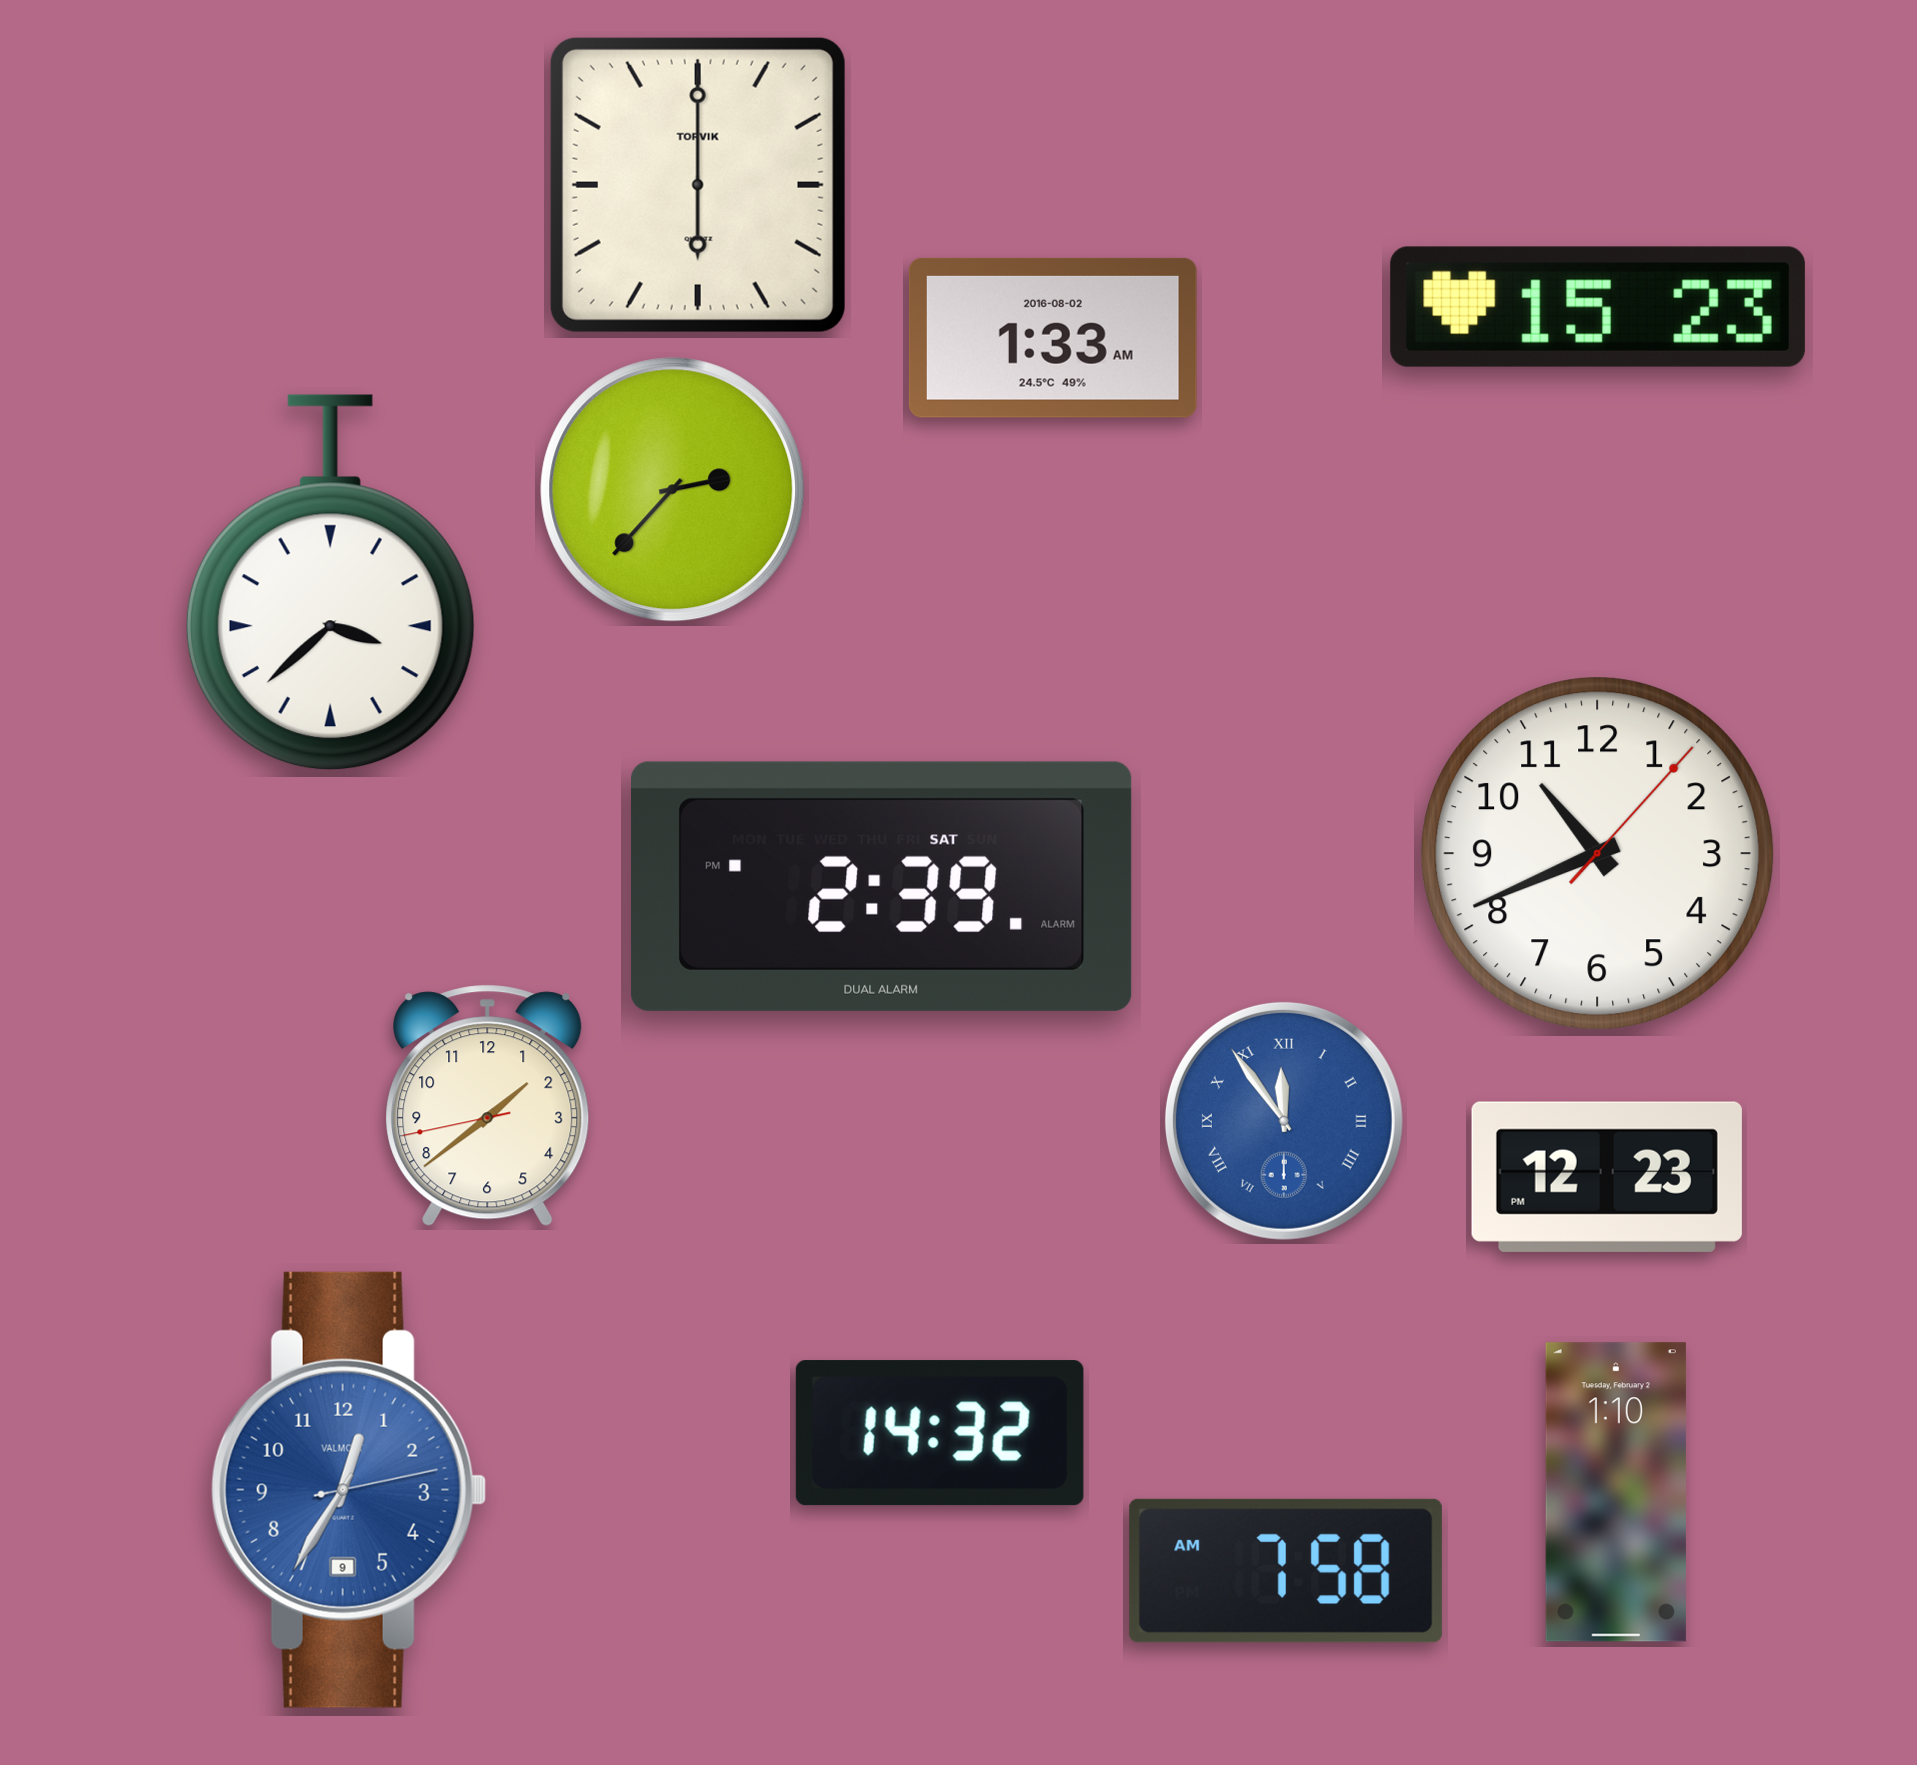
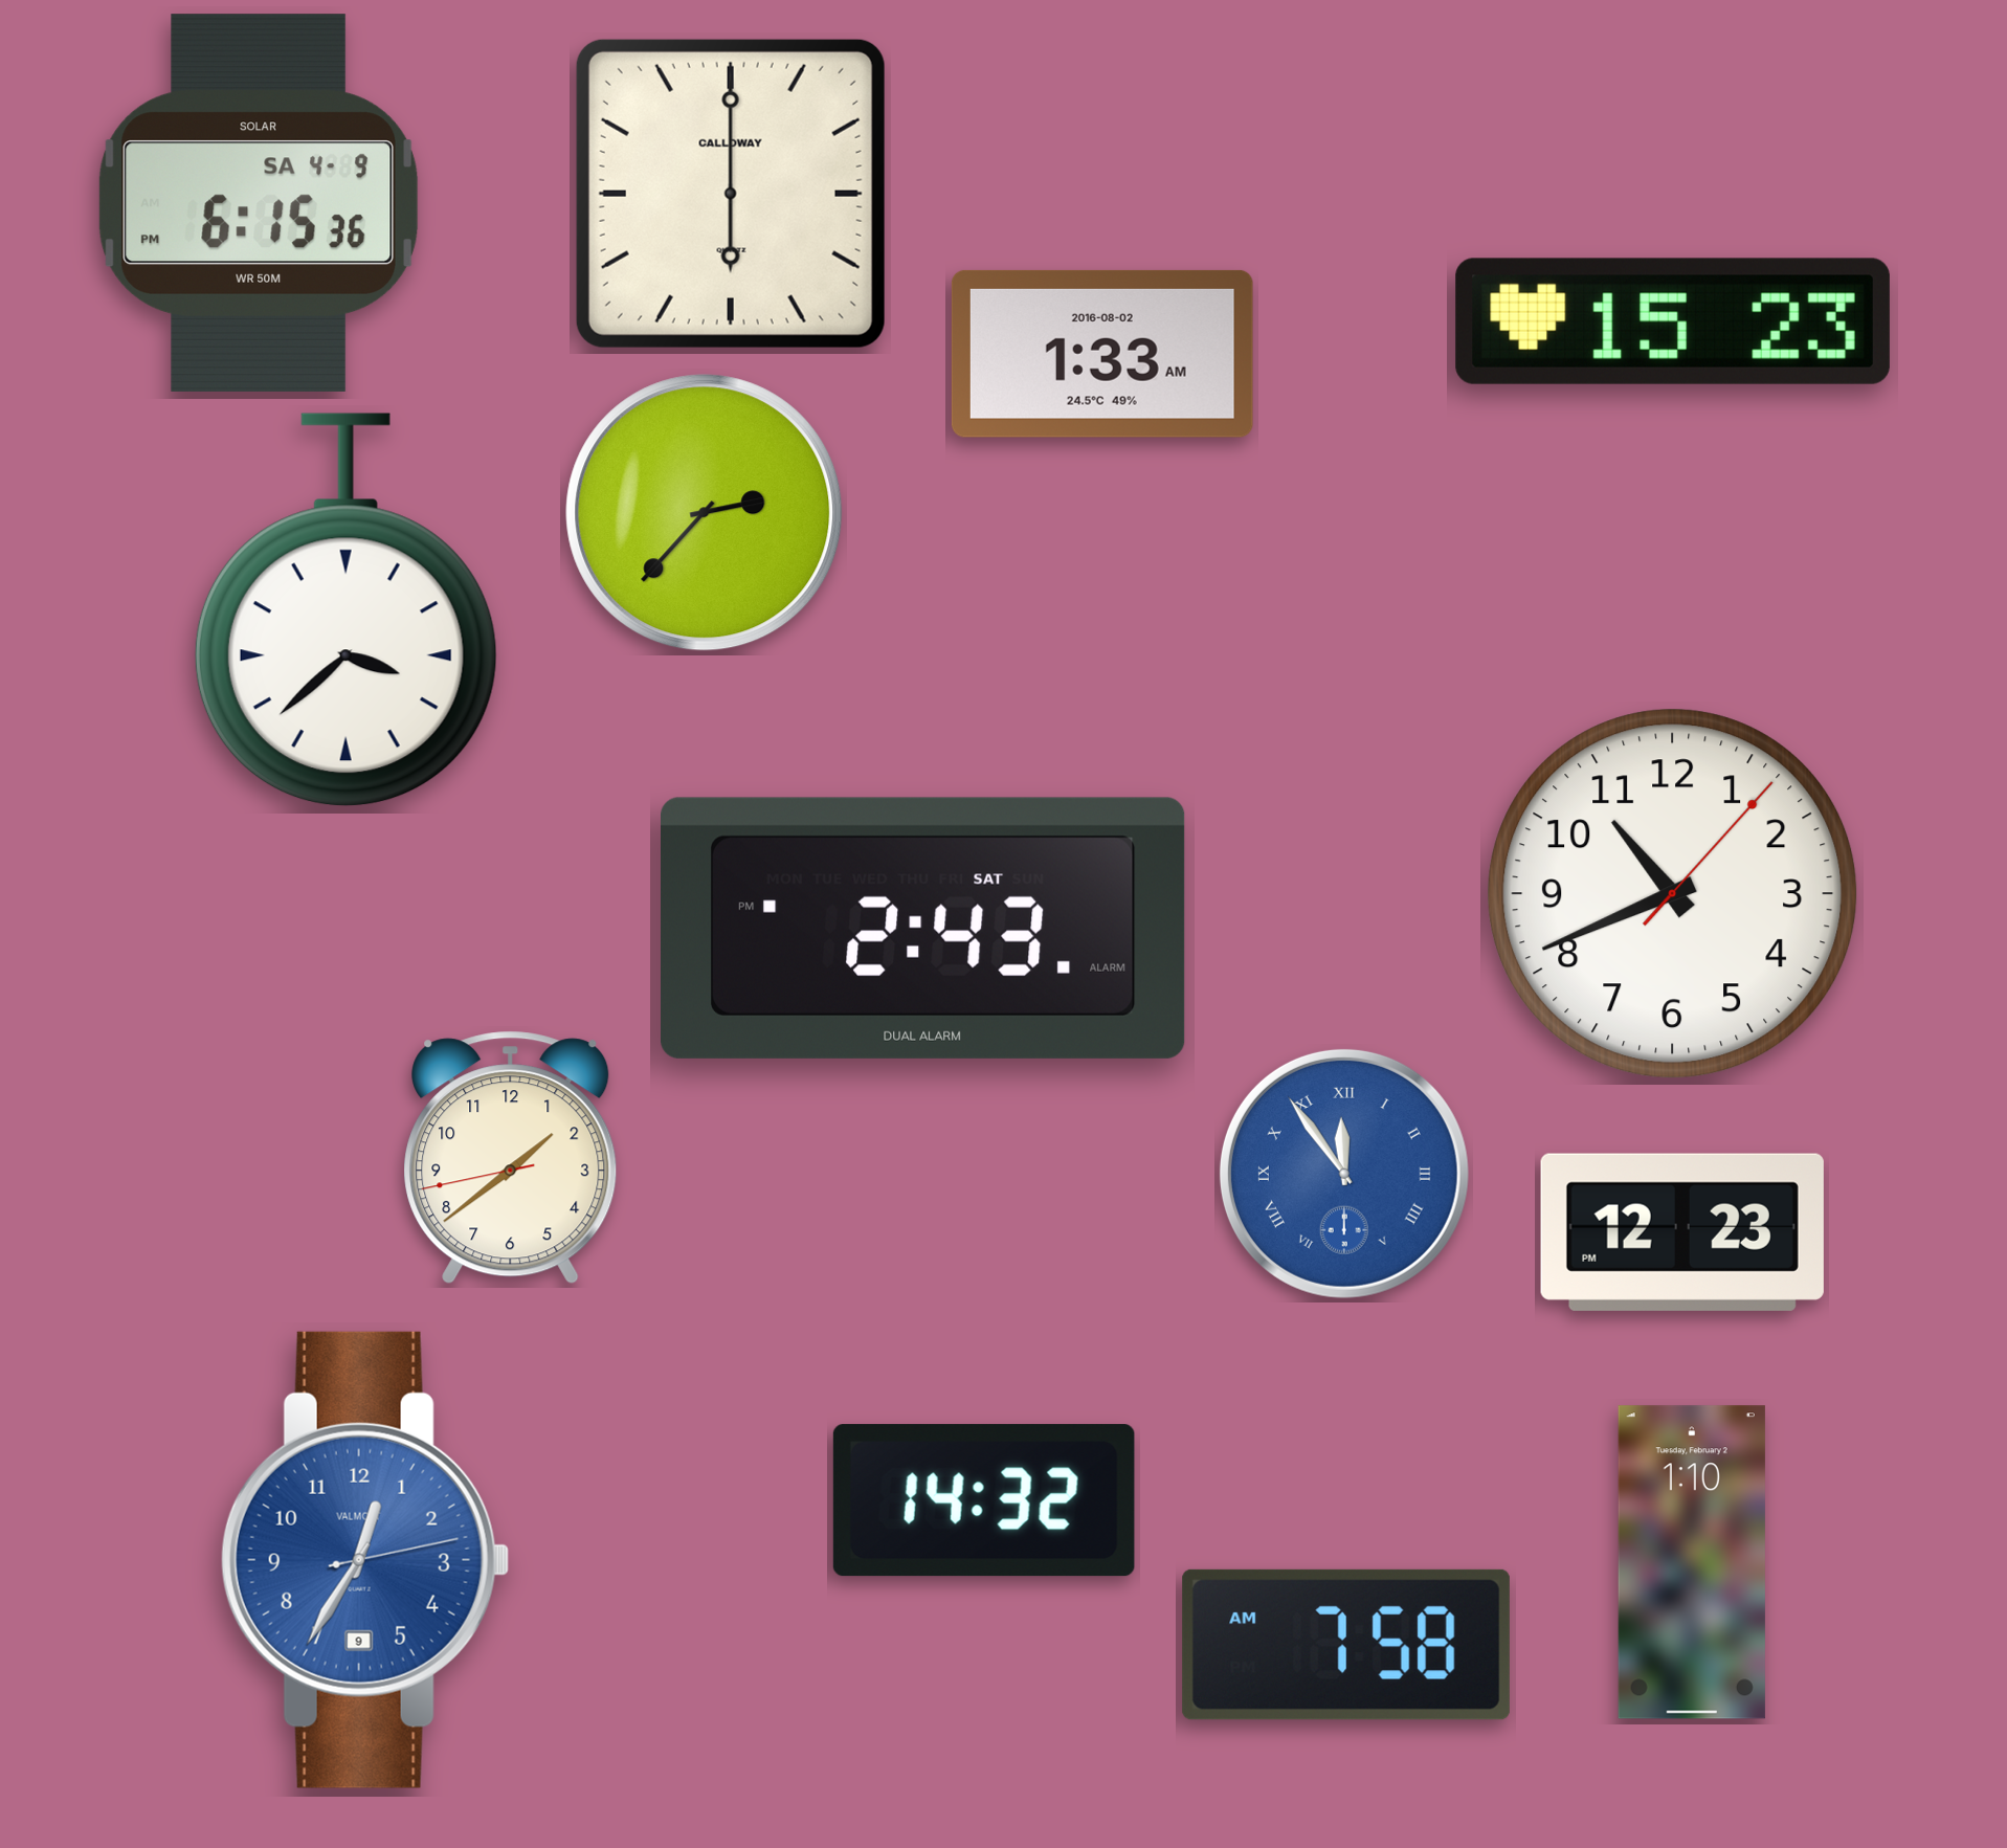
clock at (698, 185) brand: TORVIK -> CALLOWAY
clock at (259, 203): none -> 6:15
clock at (882, 886): 2:39 -> 2:43
